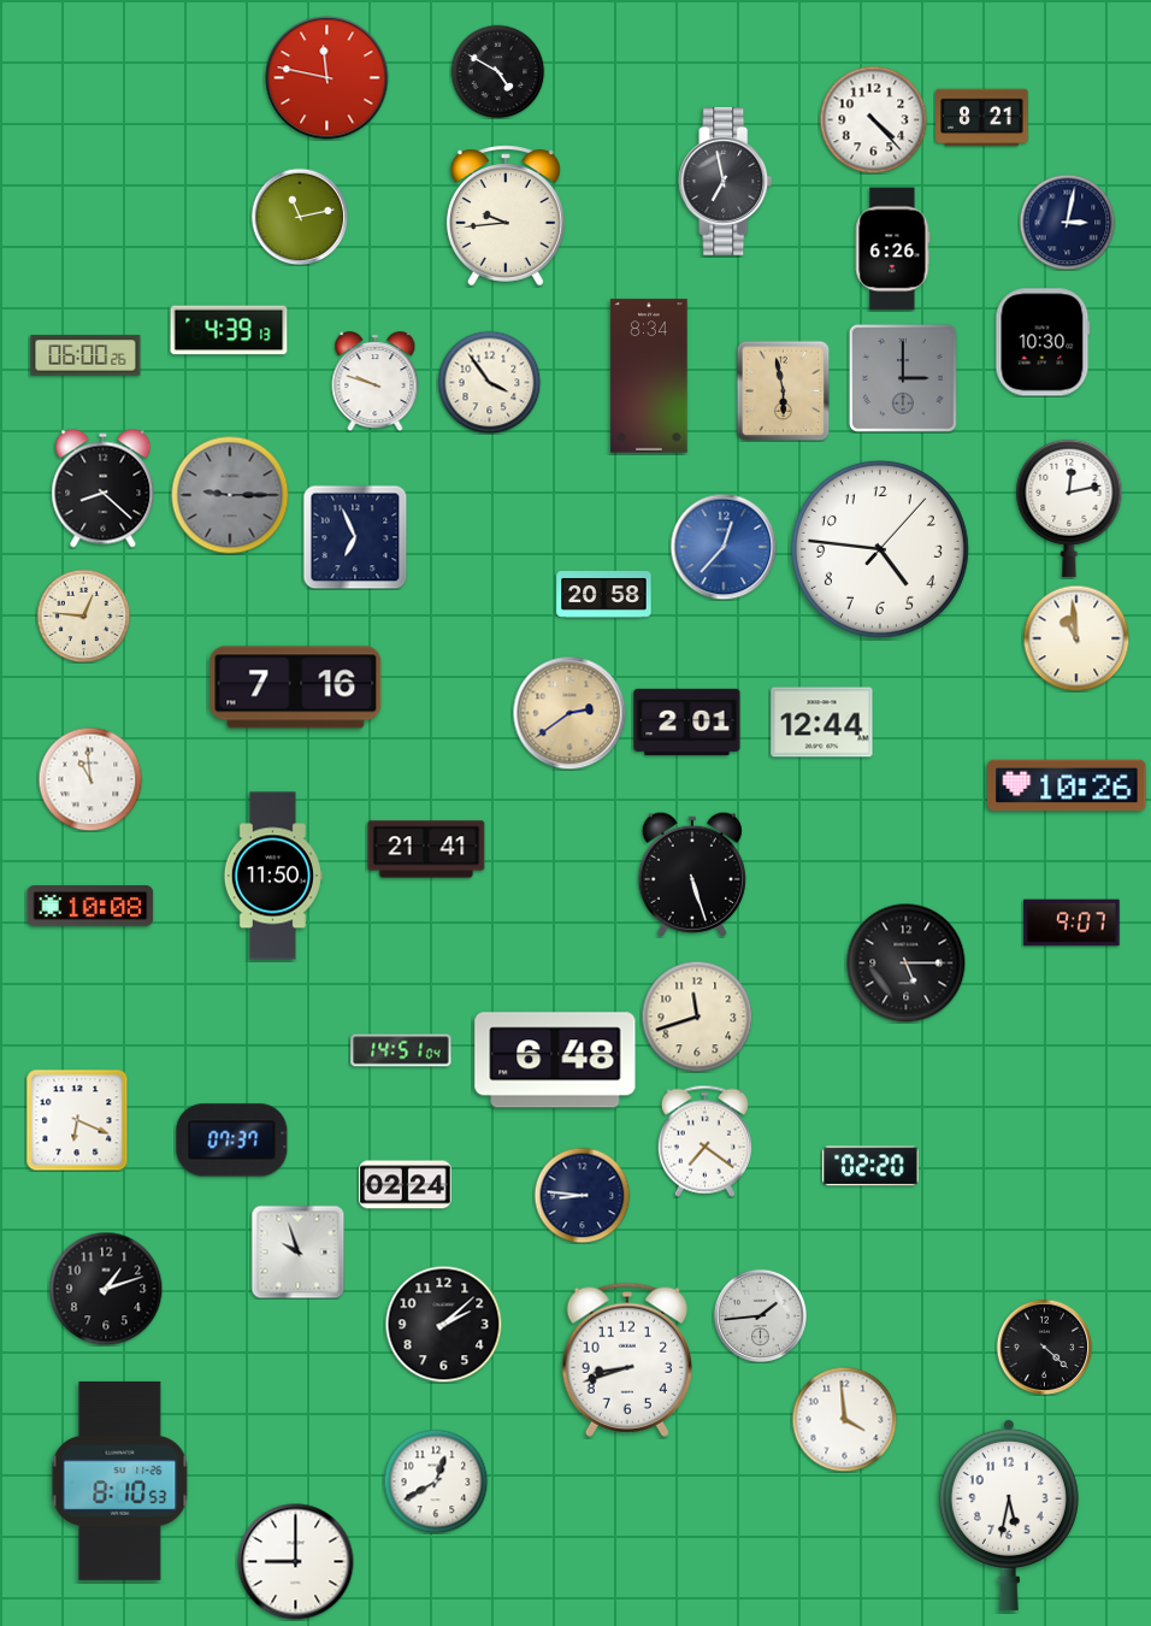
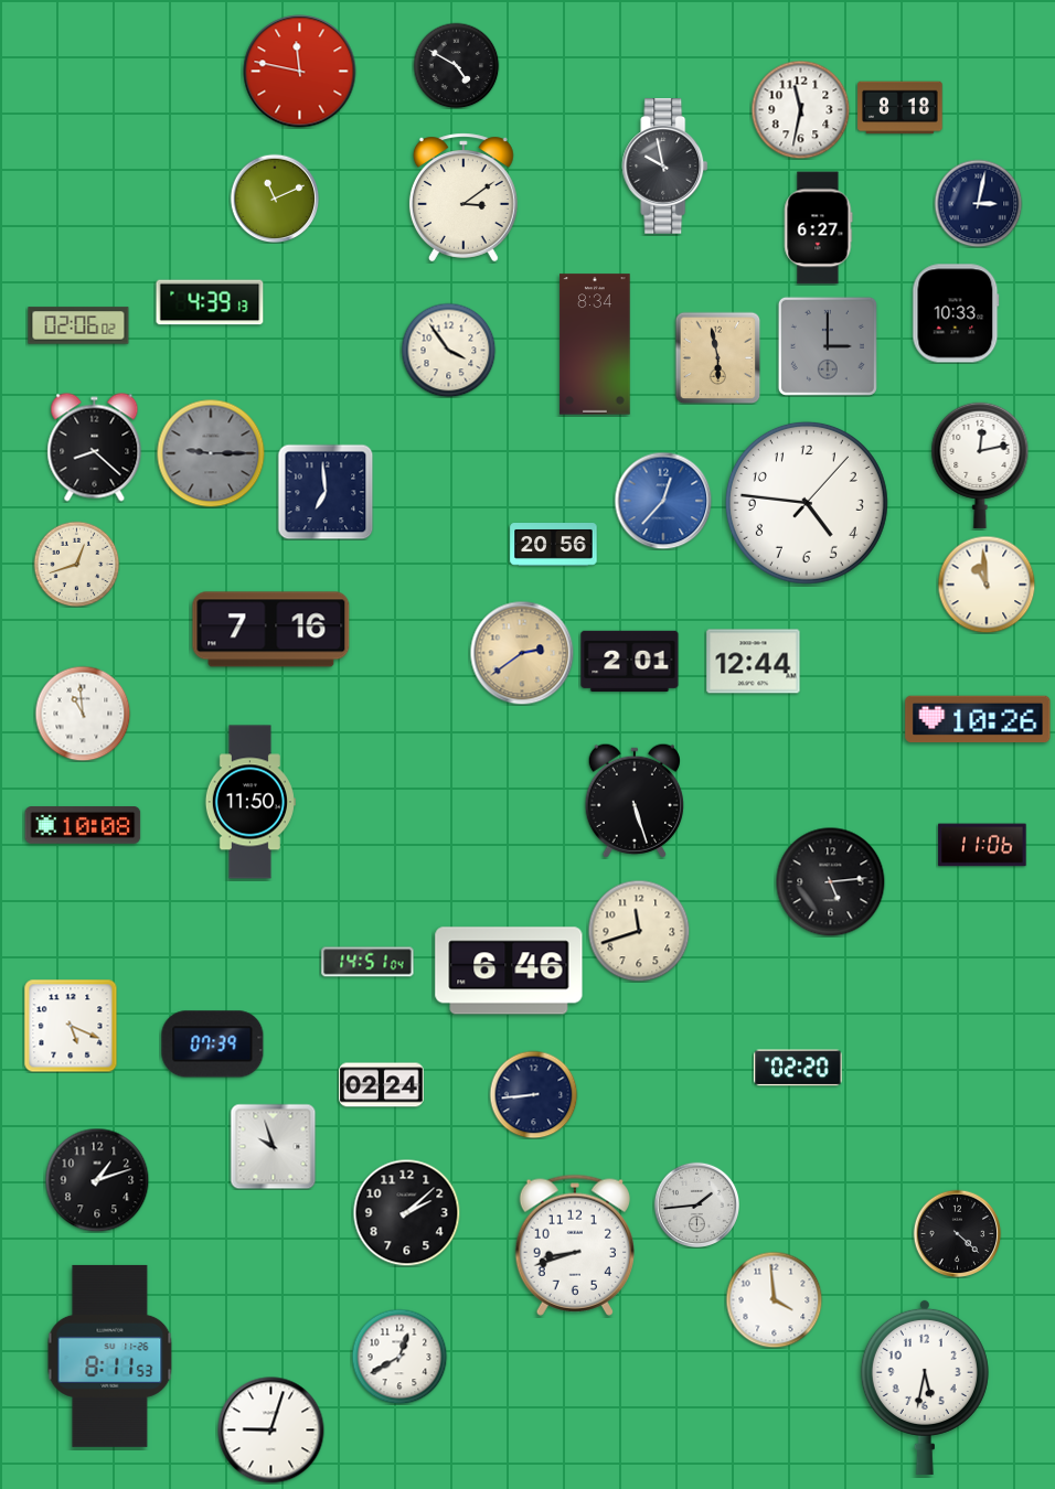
clock at (982, 118): 8:21 -> 8:18
clock at (873, 119): 4:23 -> 11:32
clock at (726, 182): 6:58 -> 9:58
clock at (506, 216): 9:44 -> 3:09
clock at (300, 217): 11:13 -> 11:11
clock at (893, 249): 6:26 -> 6:27
clock at (1043, 342): 10:30 -> 10:33
clock at (85, 355): 06:00 -> 02:06
clock at (376, 382): 9:48 -> none
clock at (355, 537): 6:56 -> 6:59
clock at (604, 595): 20:58 -> 20:56
clock at (83, 615): 12:46 -> 12:42
clock at (426, 849): 21:41 -> none
clock at (90, 906) position: (90, 906) -> (83, 825)
clock at (1072, 923): 9:07 -> 11:06
clock at (907, 964): 5:15 -> 5:14
clock at (555, 1060): 6:48 -> 6:46
clock at (77, 1120): 6:19 -> 5:19
clock at (232, 1141): 07:37 -> 07:39
clock at (704, 1141): 7:21 -> none
clock at (406, 1185) position: (406, 1185) -> (382, 1085)
clock at (582, 1195): 8:46 -> 8:44
clock at (120, 1480): 8:10 -> 8:11
clock at (296, 1562): 9:00 -> 9:03
